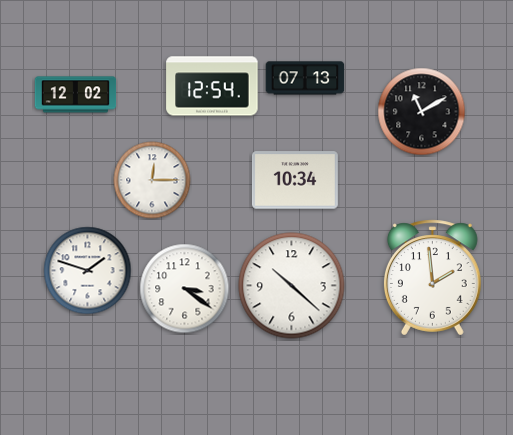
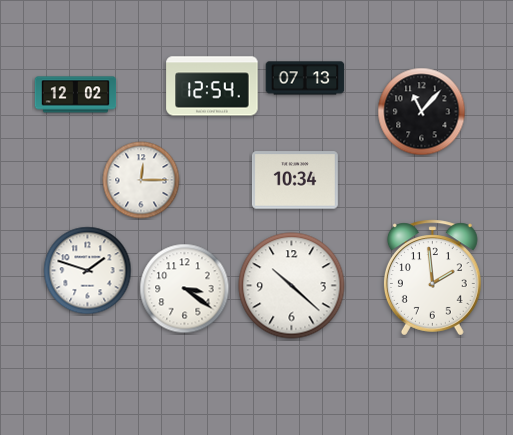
clock at (422, 112): 11:10 -> 11:07
clock at (152, 180) position: (152, 180) -> (141, 180)
